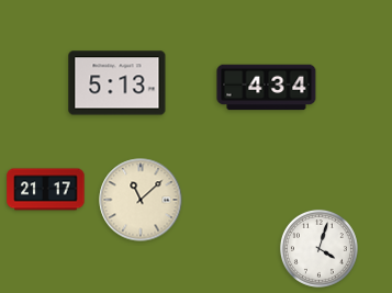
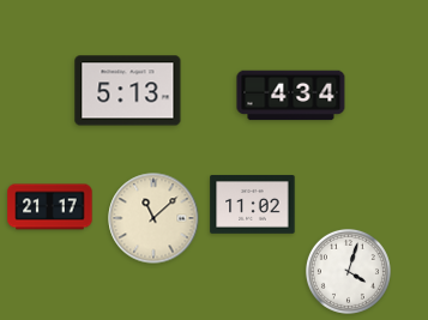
clock at (253, 205): none -> 11:02
